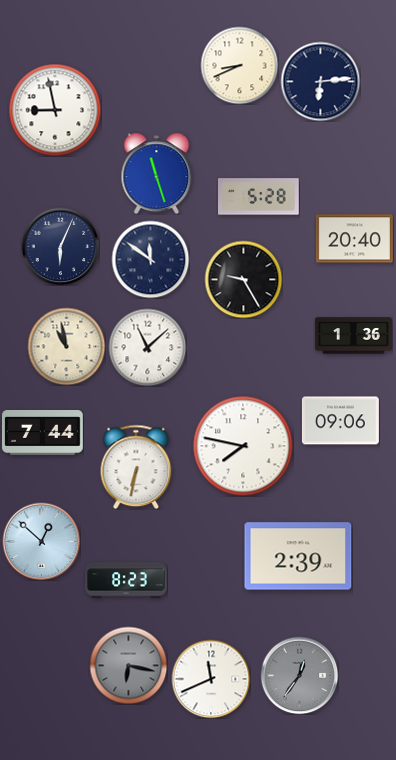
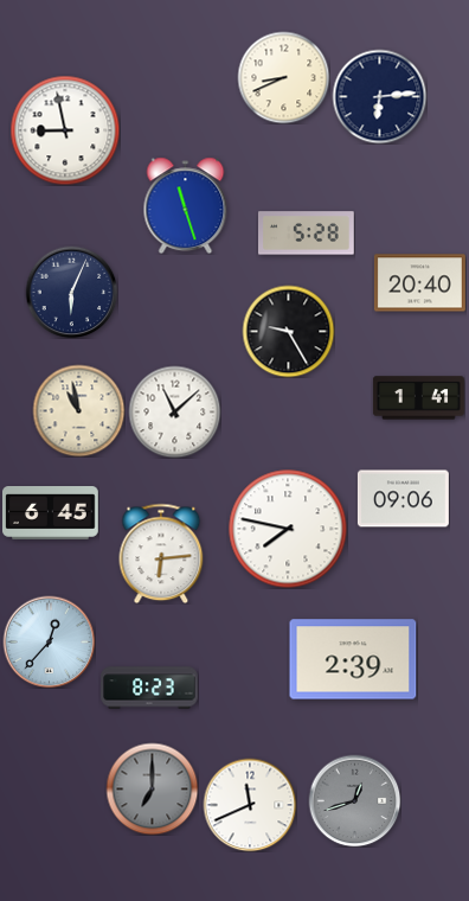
clock at (150, 259): 11:51 -> none
clock at (353, 336): 1:36 -> 1:41
clock at (43, 433): 7:44 -> 6:45
clock at (136, 467): 6:32 -> 6:14
clock at (41, 541): 12:52 -> 12:37
clock at (128, 665): 6:17 -> 7:00
clock at (299, 675): 12:36 -> 12:42
